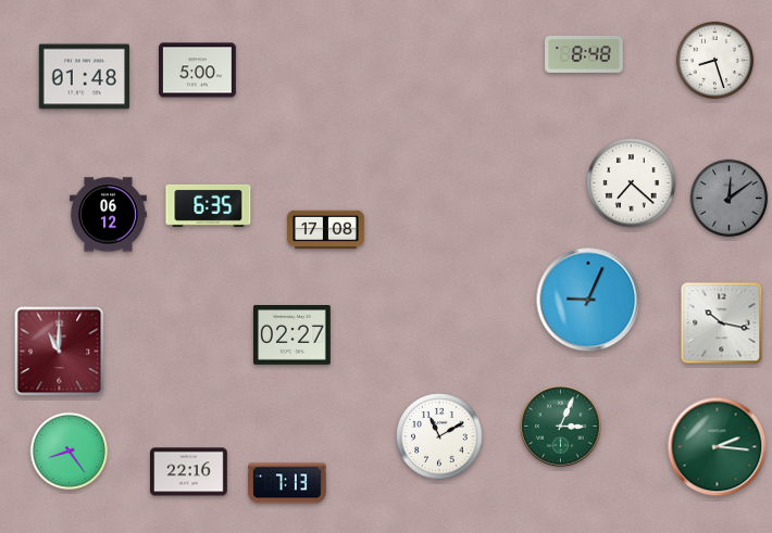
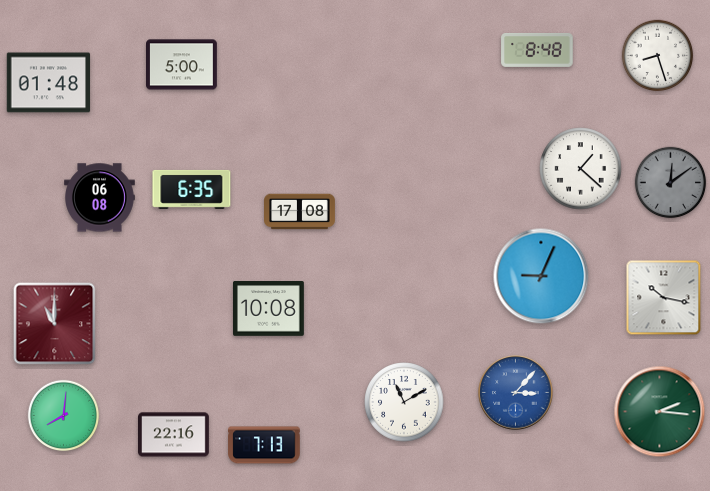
clock at (85, 77) position: (85, 77) -> (49, 83)
clock at (632, 183): 7:22 -> 1:22
clock at (109, 215): 06:12 -> 06:08
clock at (292, 335): 02:27 -> 10:08
clock at (561, 427): 3:04 -> 3:07
clock at (561, 427) dial: green -> blue
clock at (70, 452): 8:24 -> 8:01
